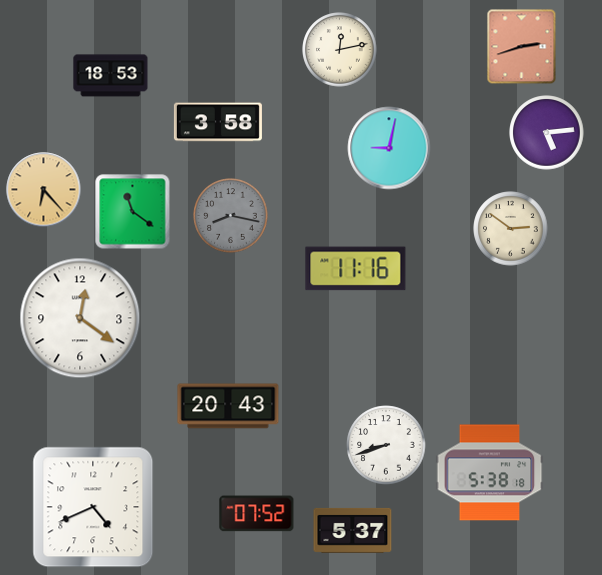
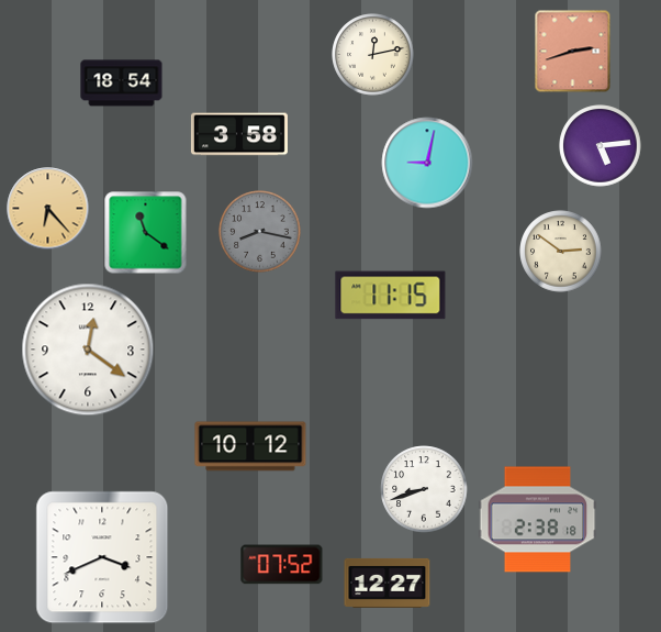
clock at (111, 76): 18:53 -> 18:54
clock at (231, 216) position: (231, 216) -> (260, 232)
clock at (356, 269): 11:16 -> 11:15
clock at (228, 406): 20:43 -> 10:12
clock at (490, 473): 5:38 -> 2:38
clock at (93, 507): 4:41 -> 3:41
clock at (353, 530): 5:37 -> 12:27
